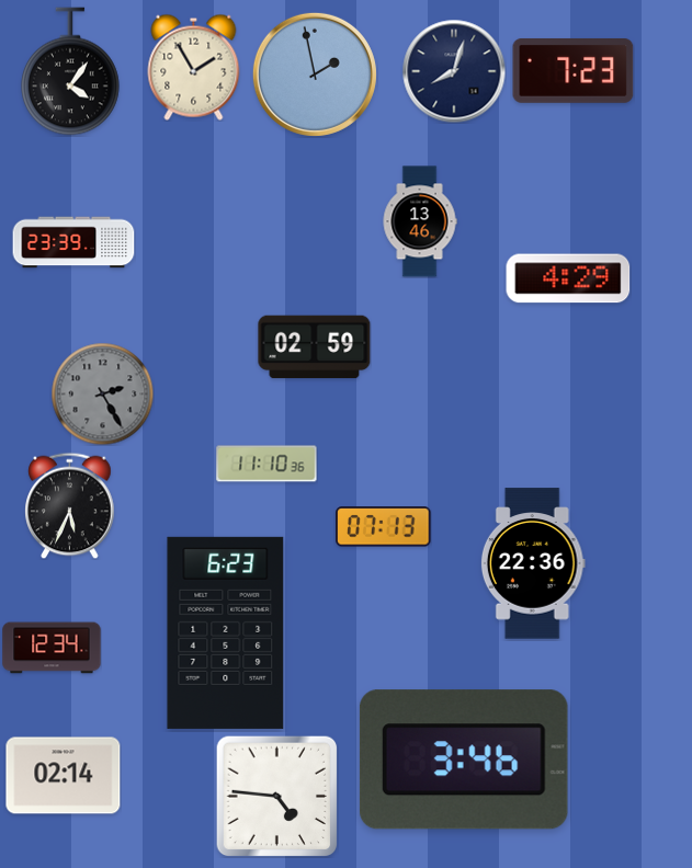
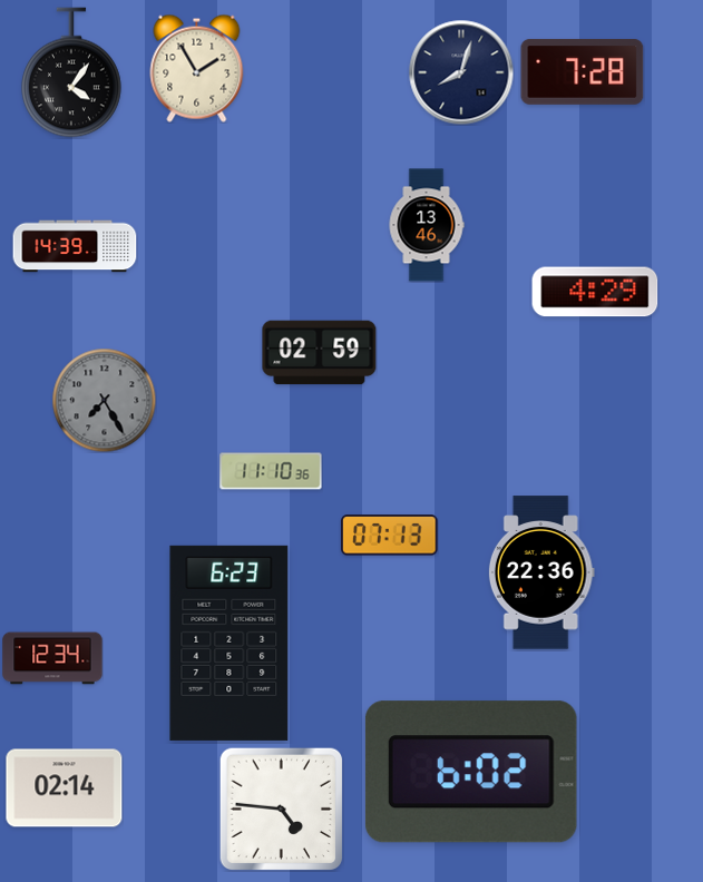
clock at (574, 70): 7:23 -> 7:28
clock at (315, 75): 1:58 -> none
clock at (73, 242): 23:39 -> 14:39
clock at (568, 278) position: (568, 278) -> (595, 292)
clock at (102, 393): 2:25 -> 7:25
clock at (70, 505): 5:34 -> none
clock at (464, 759): 3:46 -> 6:02
